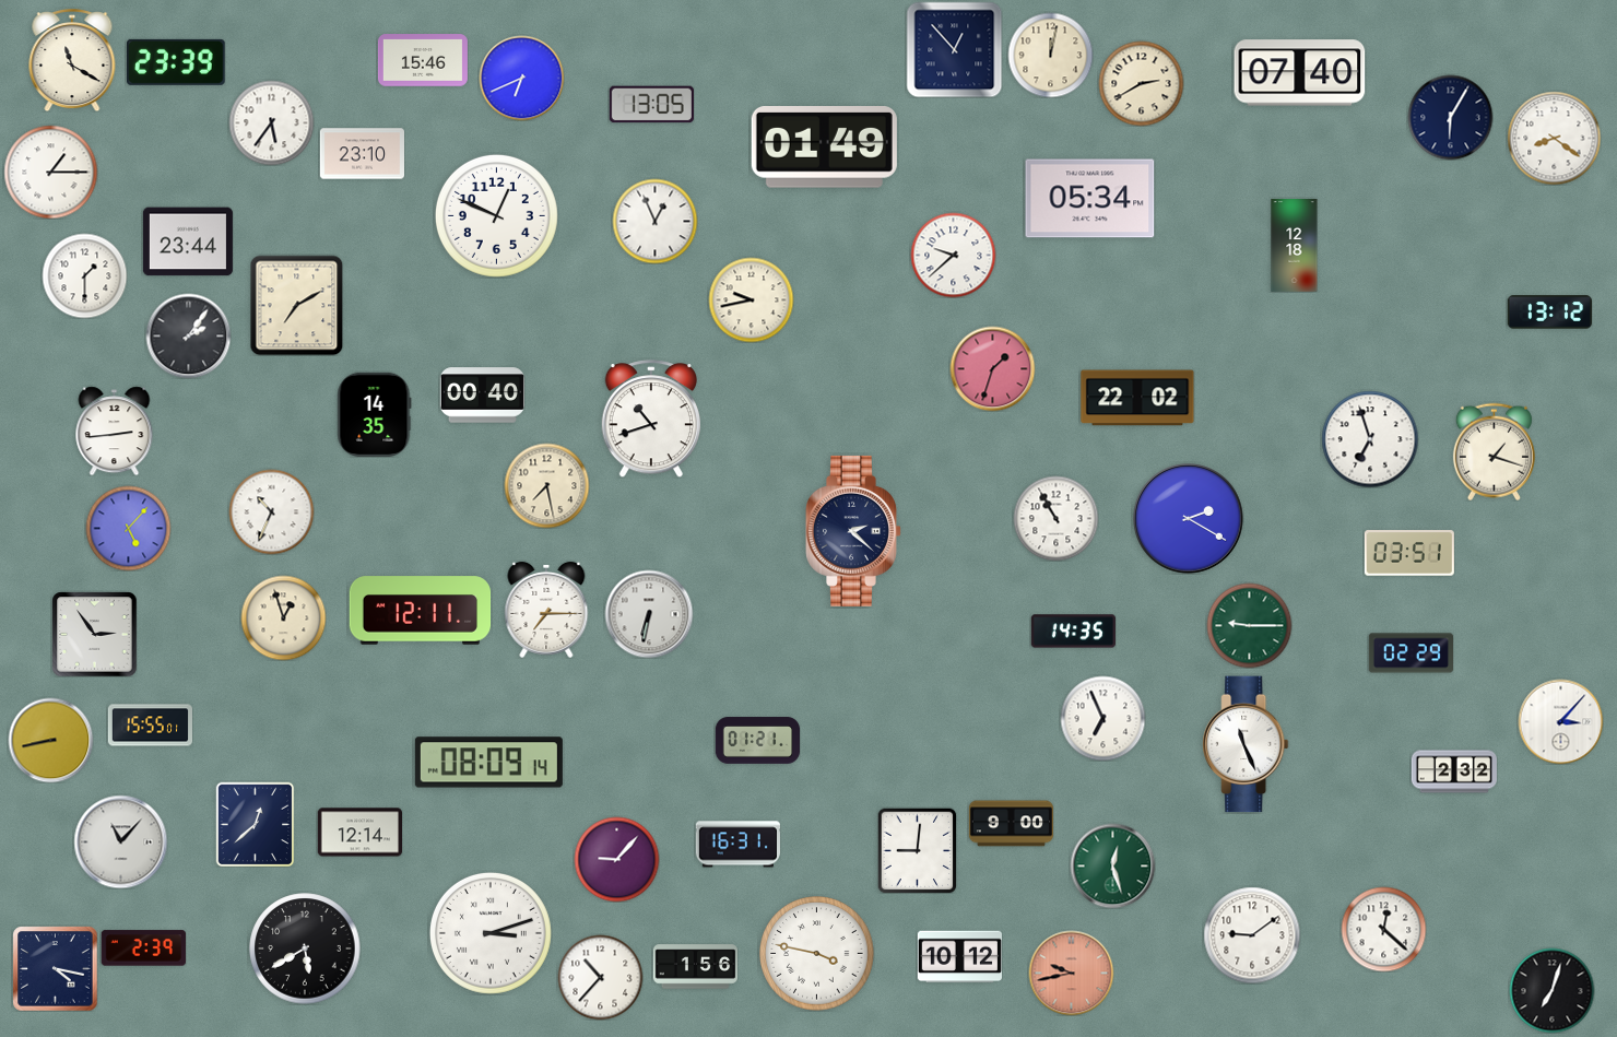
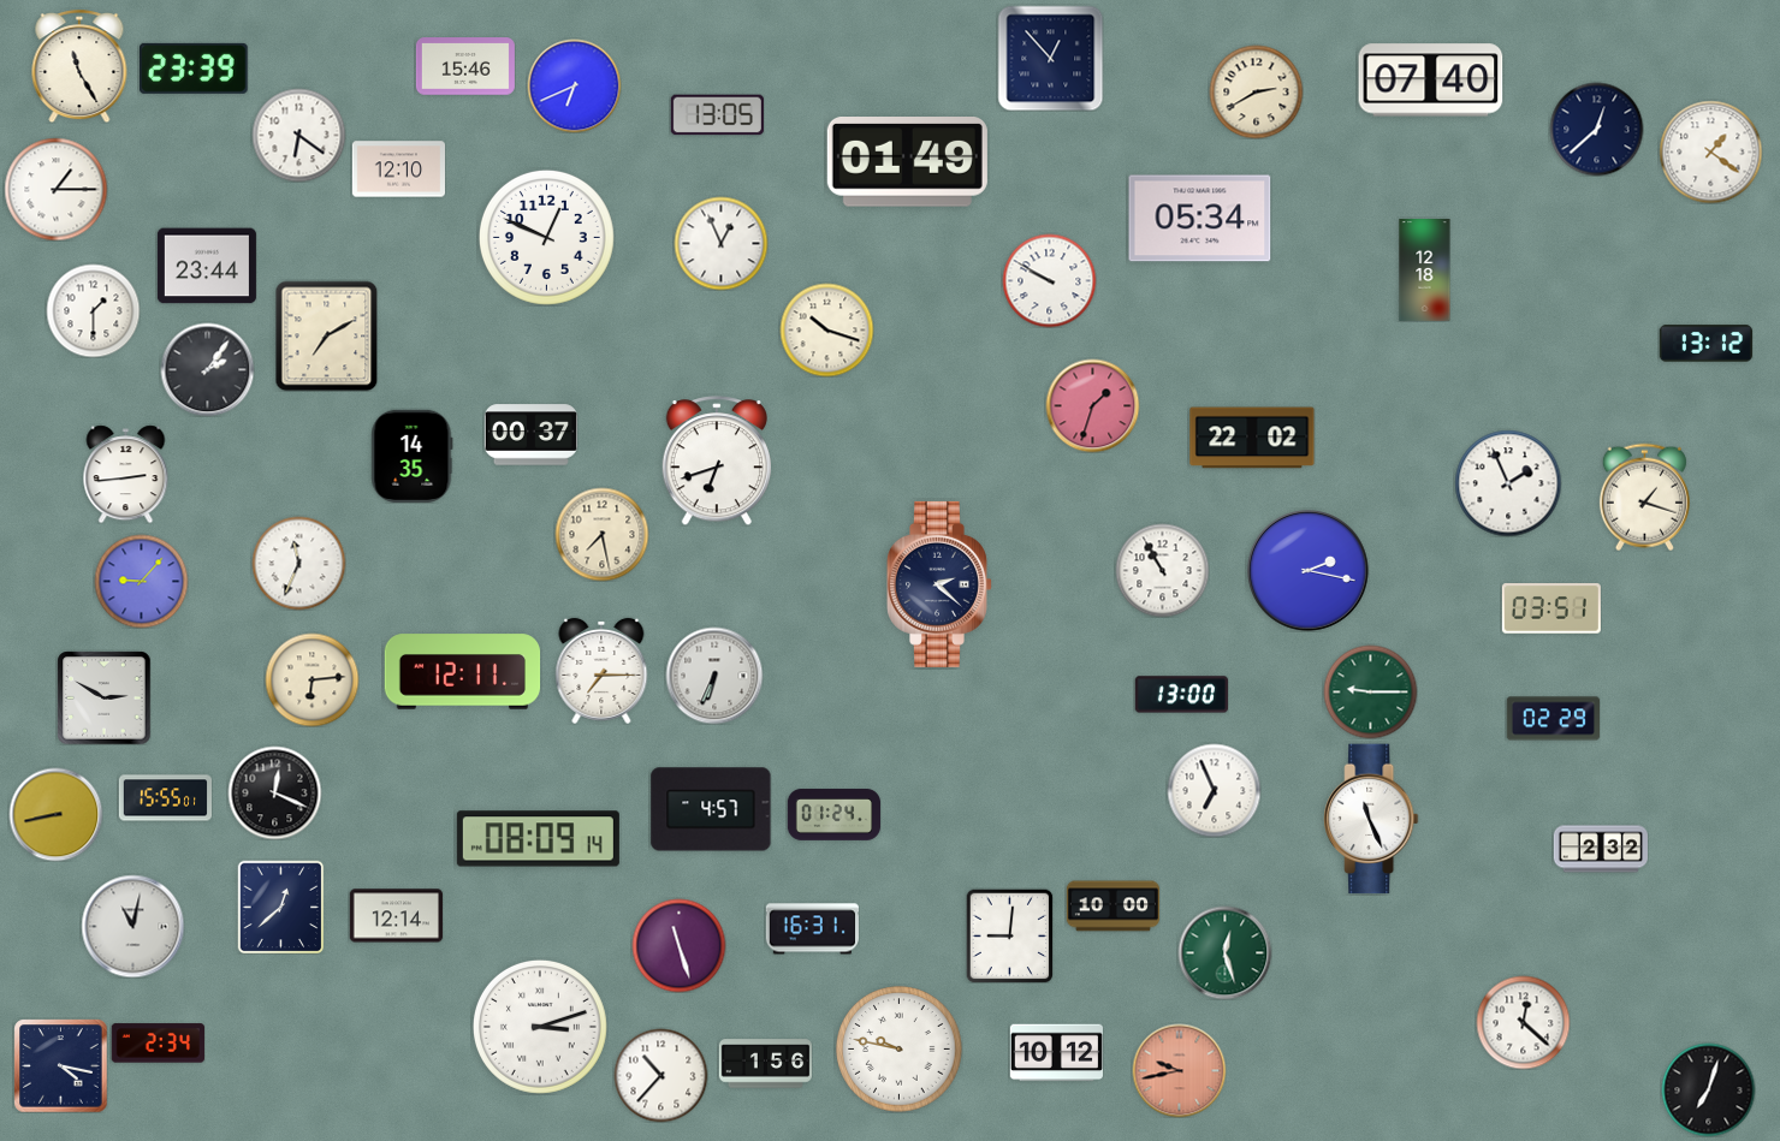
clock at (954, 49) position: (954, 49) -> (1050, 58)
clock at (1050, 55): 12:02 -> none
clock at (72, 61): 11:20 -> 11:25
clock at (1450, 117): 6:05 -> 12:38
clock at (271, 122): 5:36 -> 6:21
clock at (1554, 138): 8:21 -> 1:21
clock at (362, 154): 23:10 -> 12:10
clock at (953, 255): 9:38 -> 9:50
clock at (84, 275) position: (84, 275) -> (93, 310)
clock at (751, 299): 9:43 -> 10:18
clock at (482, 396): 00:40 -> 00:37
clock at (650, 419): 10:42 -> 6:42
clock at (1370, 439): 6:57 -> 1:56
clock at (271, 511): 10:34 -> 11:34
clock at (1188, 518): 2:20 -> 2:17
clock at (128, 528): 5:07 -> 9:07
clock at (649, 614): 6:32 -> 6:34
clock at (283, 617): 12:57 -> 6:14
clock at (1249, 625) position: (1249, 625) -> (1370, 691)
clock at (1073, 632): 14:35 -> 13:00
clock at (94, 634): 2:54 -> 2:50
clock at (274, 792): none -> 12:19
clock at (1560, 721): 3:07 -> none
clock at (711, 809): none -> 4:57
clock at (757, 741): 01:21 -> 01:24
clock at (1011, 824): 9:00 -> 10:00
clock at (120, 841): 11:07 -> 11:02
clock at (616, 859): 9:07 -> 11:27
clock at (1252, 935): 9:09 -> none
clock at (143, 948): 2:39 -> 2:34
clock at (305, 948): 5:40 -> none
clock at (817, 954): 3:47 -> 9:47
